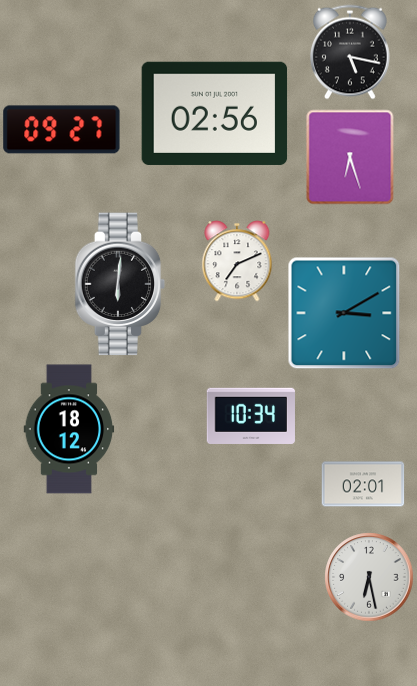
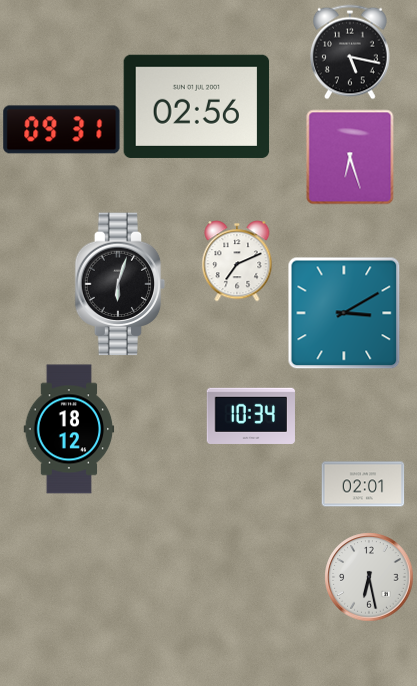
clock at (215, 113) position: (215, 113) -> (197, 106)
clock at (62, 130): 09:27 -> 09:31
clock at (120, 284): 6:01 -> 6:03
